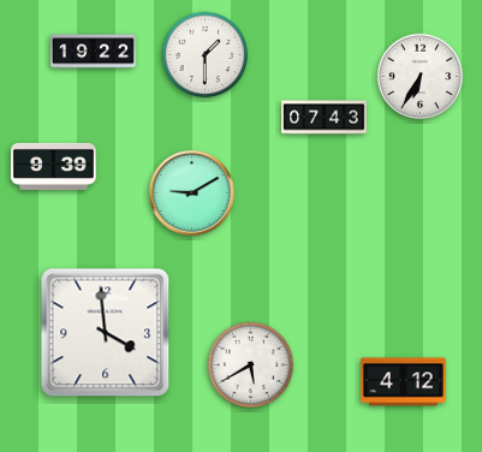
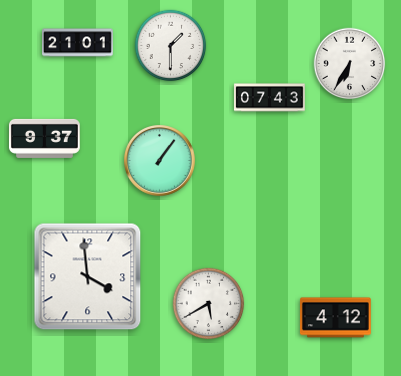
clock at (94, 52): 19:22 -> 21:01
clock at (53, 166): 9:39 -> 9:37
clock at (192, 194): 9:10 -> 1:06
